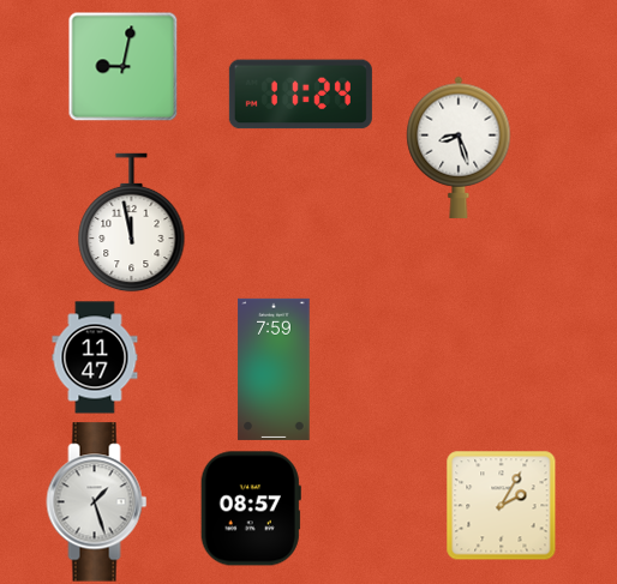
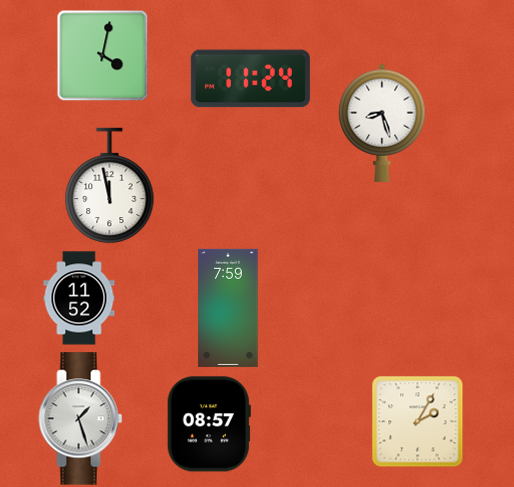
clock at (122, 66): 9:02 -> 4:02
clock at (95, 357): 11:47 -> 11:52
